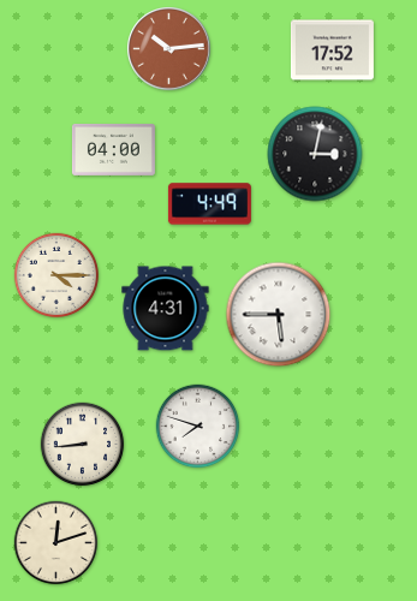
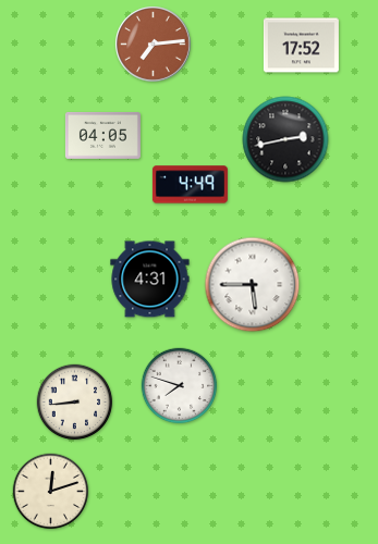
clock at (169, 49): 10:14 -> 7:14
clock at (113, 150): 04:00 -> 04:05
clock at (315, 154): 3:02 -> 2:43
clock at (55, 275): 4:15 -> none
